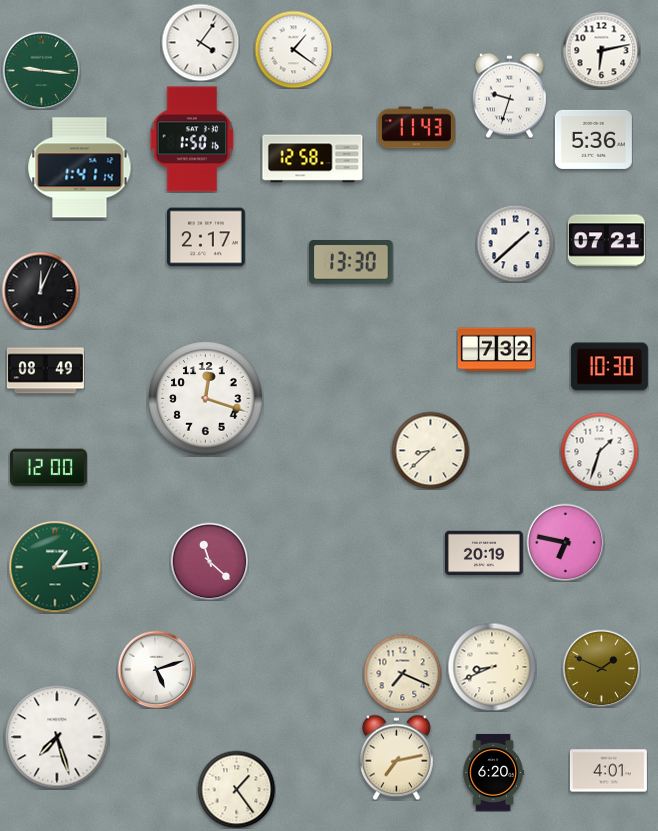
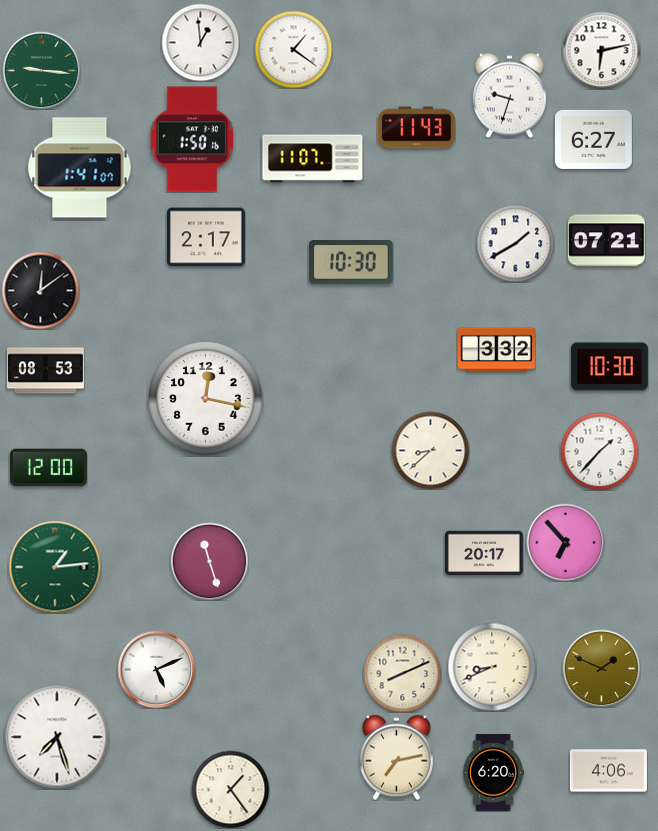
clock at (200, 42): 4:06 -> 12:59
clock at (593, 139): 5:36 -> 6:27
clock at (313, 159): 12:58 -> 11:07
clock at (80, 168): 1:41:14 -> 1:41:07
clock at (515, 243): 1:38 -> 1:40
clock at (351, 262): 13:30 -> 10:30
clock at (40, 290): 12:04 -> 12:09
clock at (496, 350): 7:32 -> 3:32
clock at (45, 371): 08:49 -> 08:53
clock at (206, 399): 12:18 -> 12:17
clock at (599, 451): 1:33 -> 1:37
clock at (565, 542): 6:47 -> 6:53
clock at (484, 553): 20:19 -> 20:17
clock at (209, 561): 11:22 -> 11:27
clock at (156, 669): 5:12 -> 5:11
clock at (402, 673): 7:19 -> 8:11
clock at (608, 771): 4:01 -> 4:06
clock at (236, 789) position: (236, 789) -> (230, 789)
